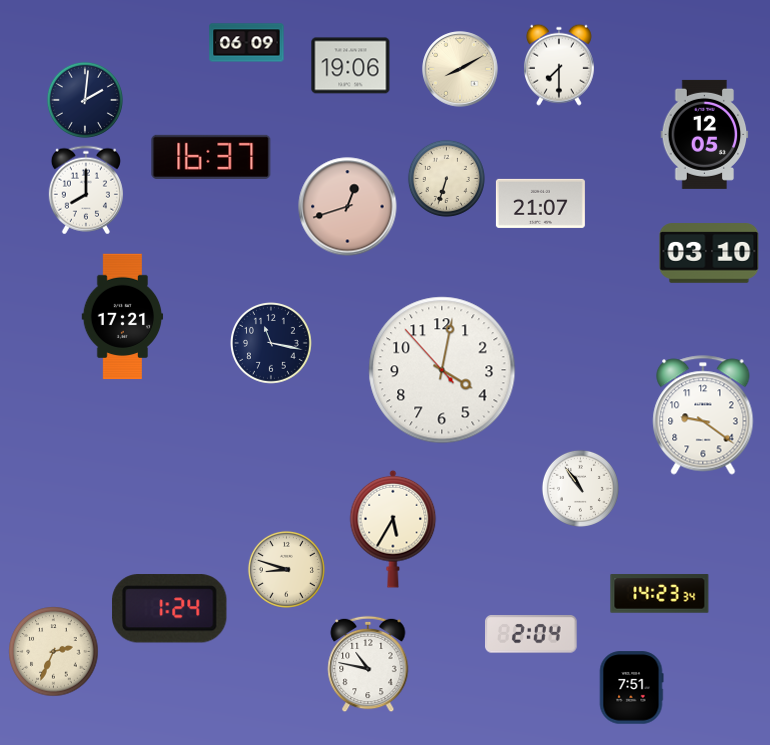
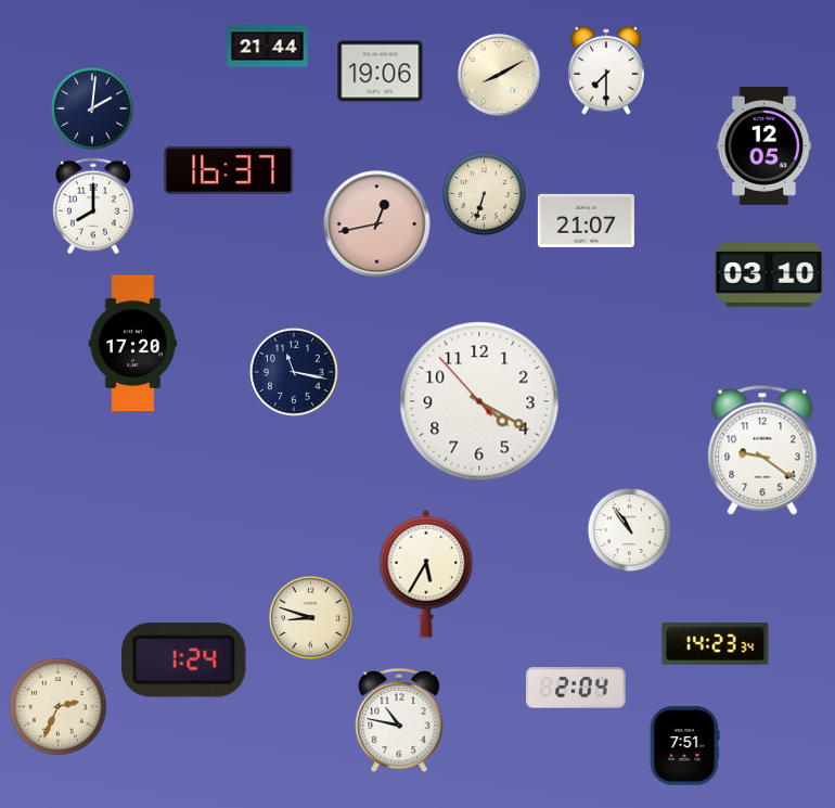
clock at (247, 43): 06:09 -> 21:44
clock at (348, 207): 12:42 -> 12:43
clock at (123, 317): 17:21 -> 17:20
clock at (442, 370): 4:01 -> 4:19
